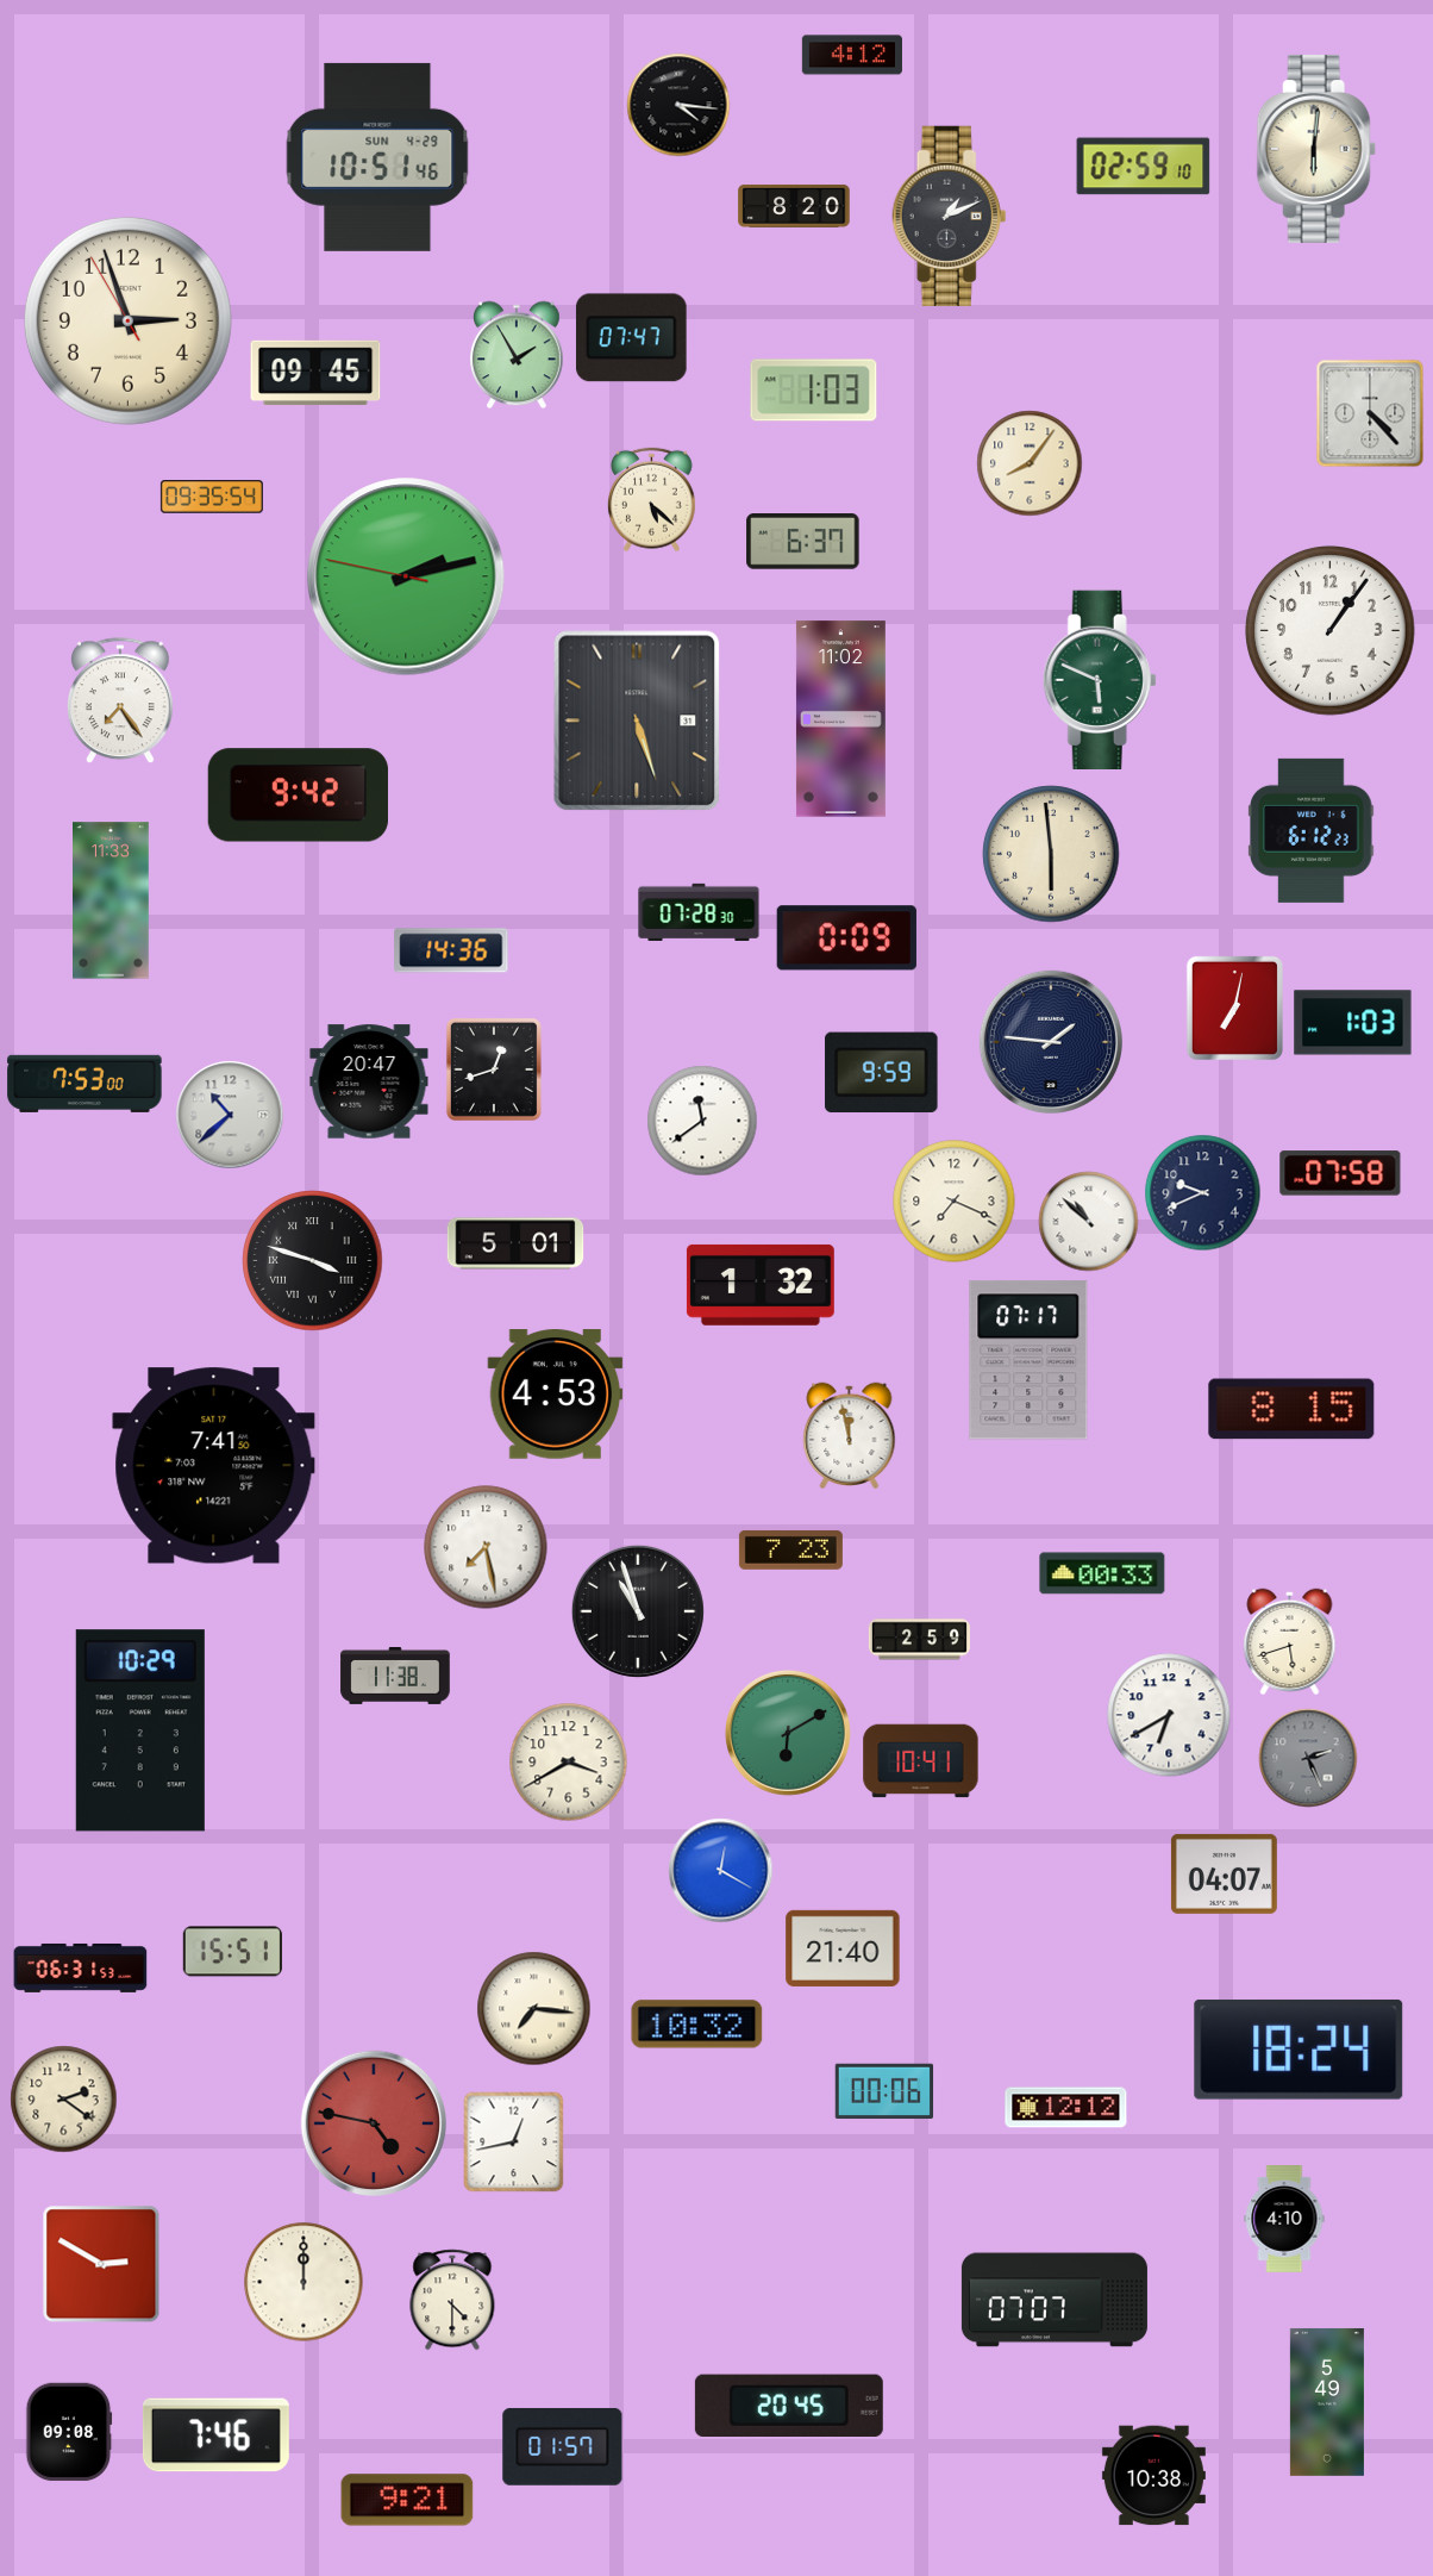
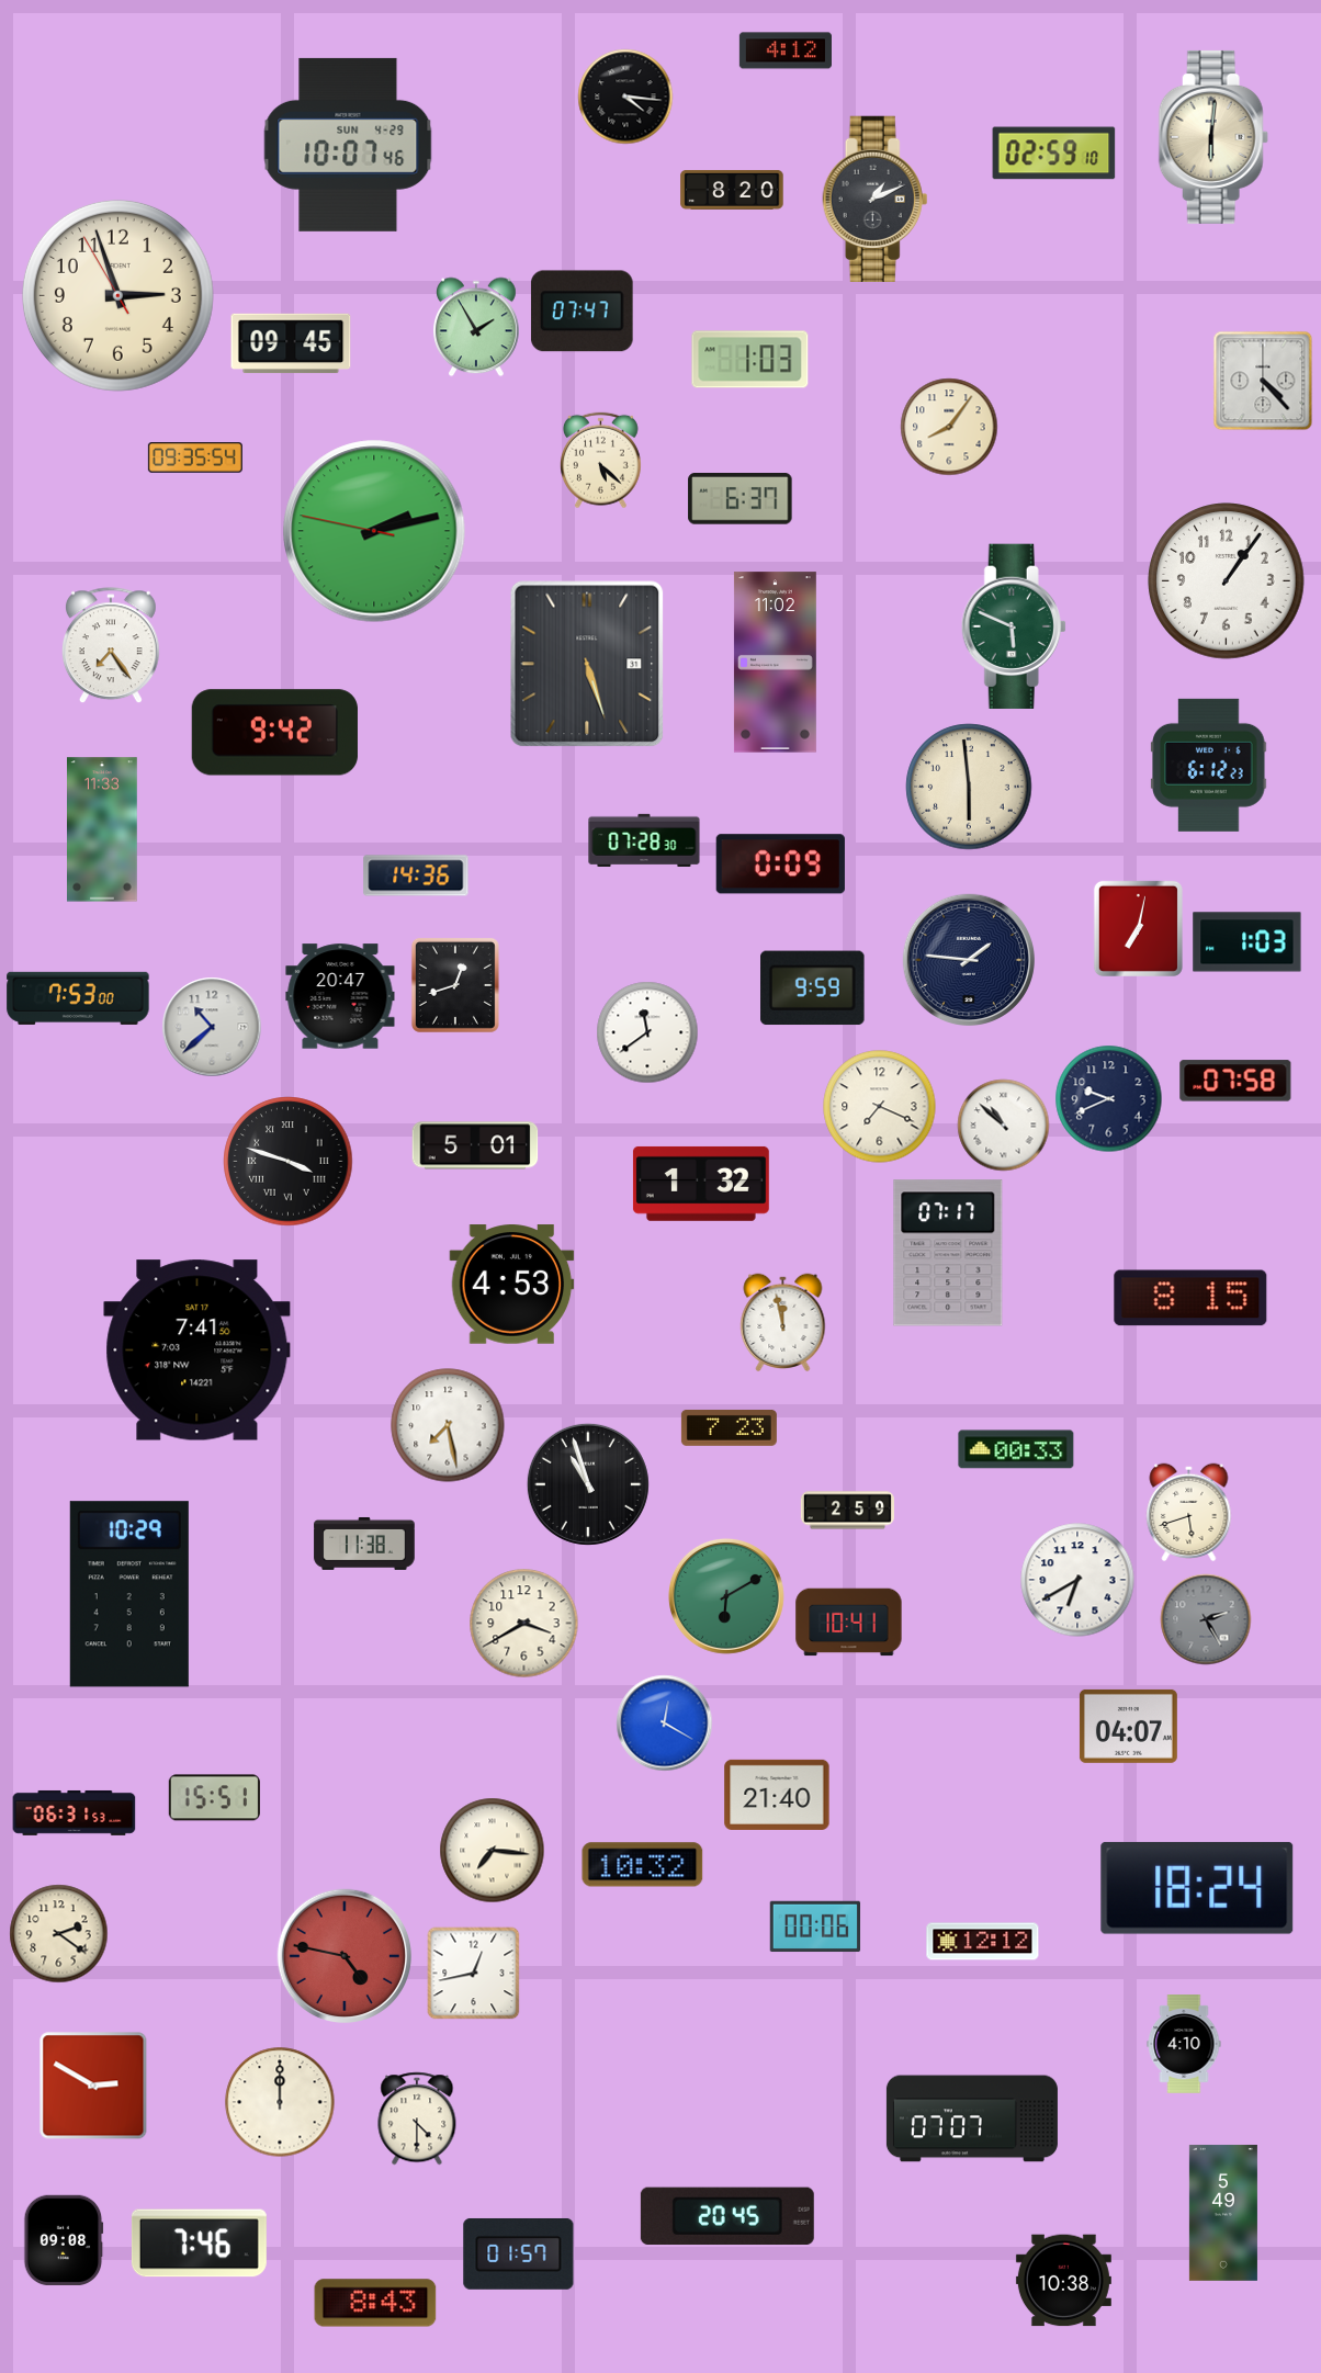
clock at (377, 157): 10:51 -> 10:07
clock at (1308, 1758): 2:26 -> 2:25
clock at (407, 2500): 9:21 -> 8:43
